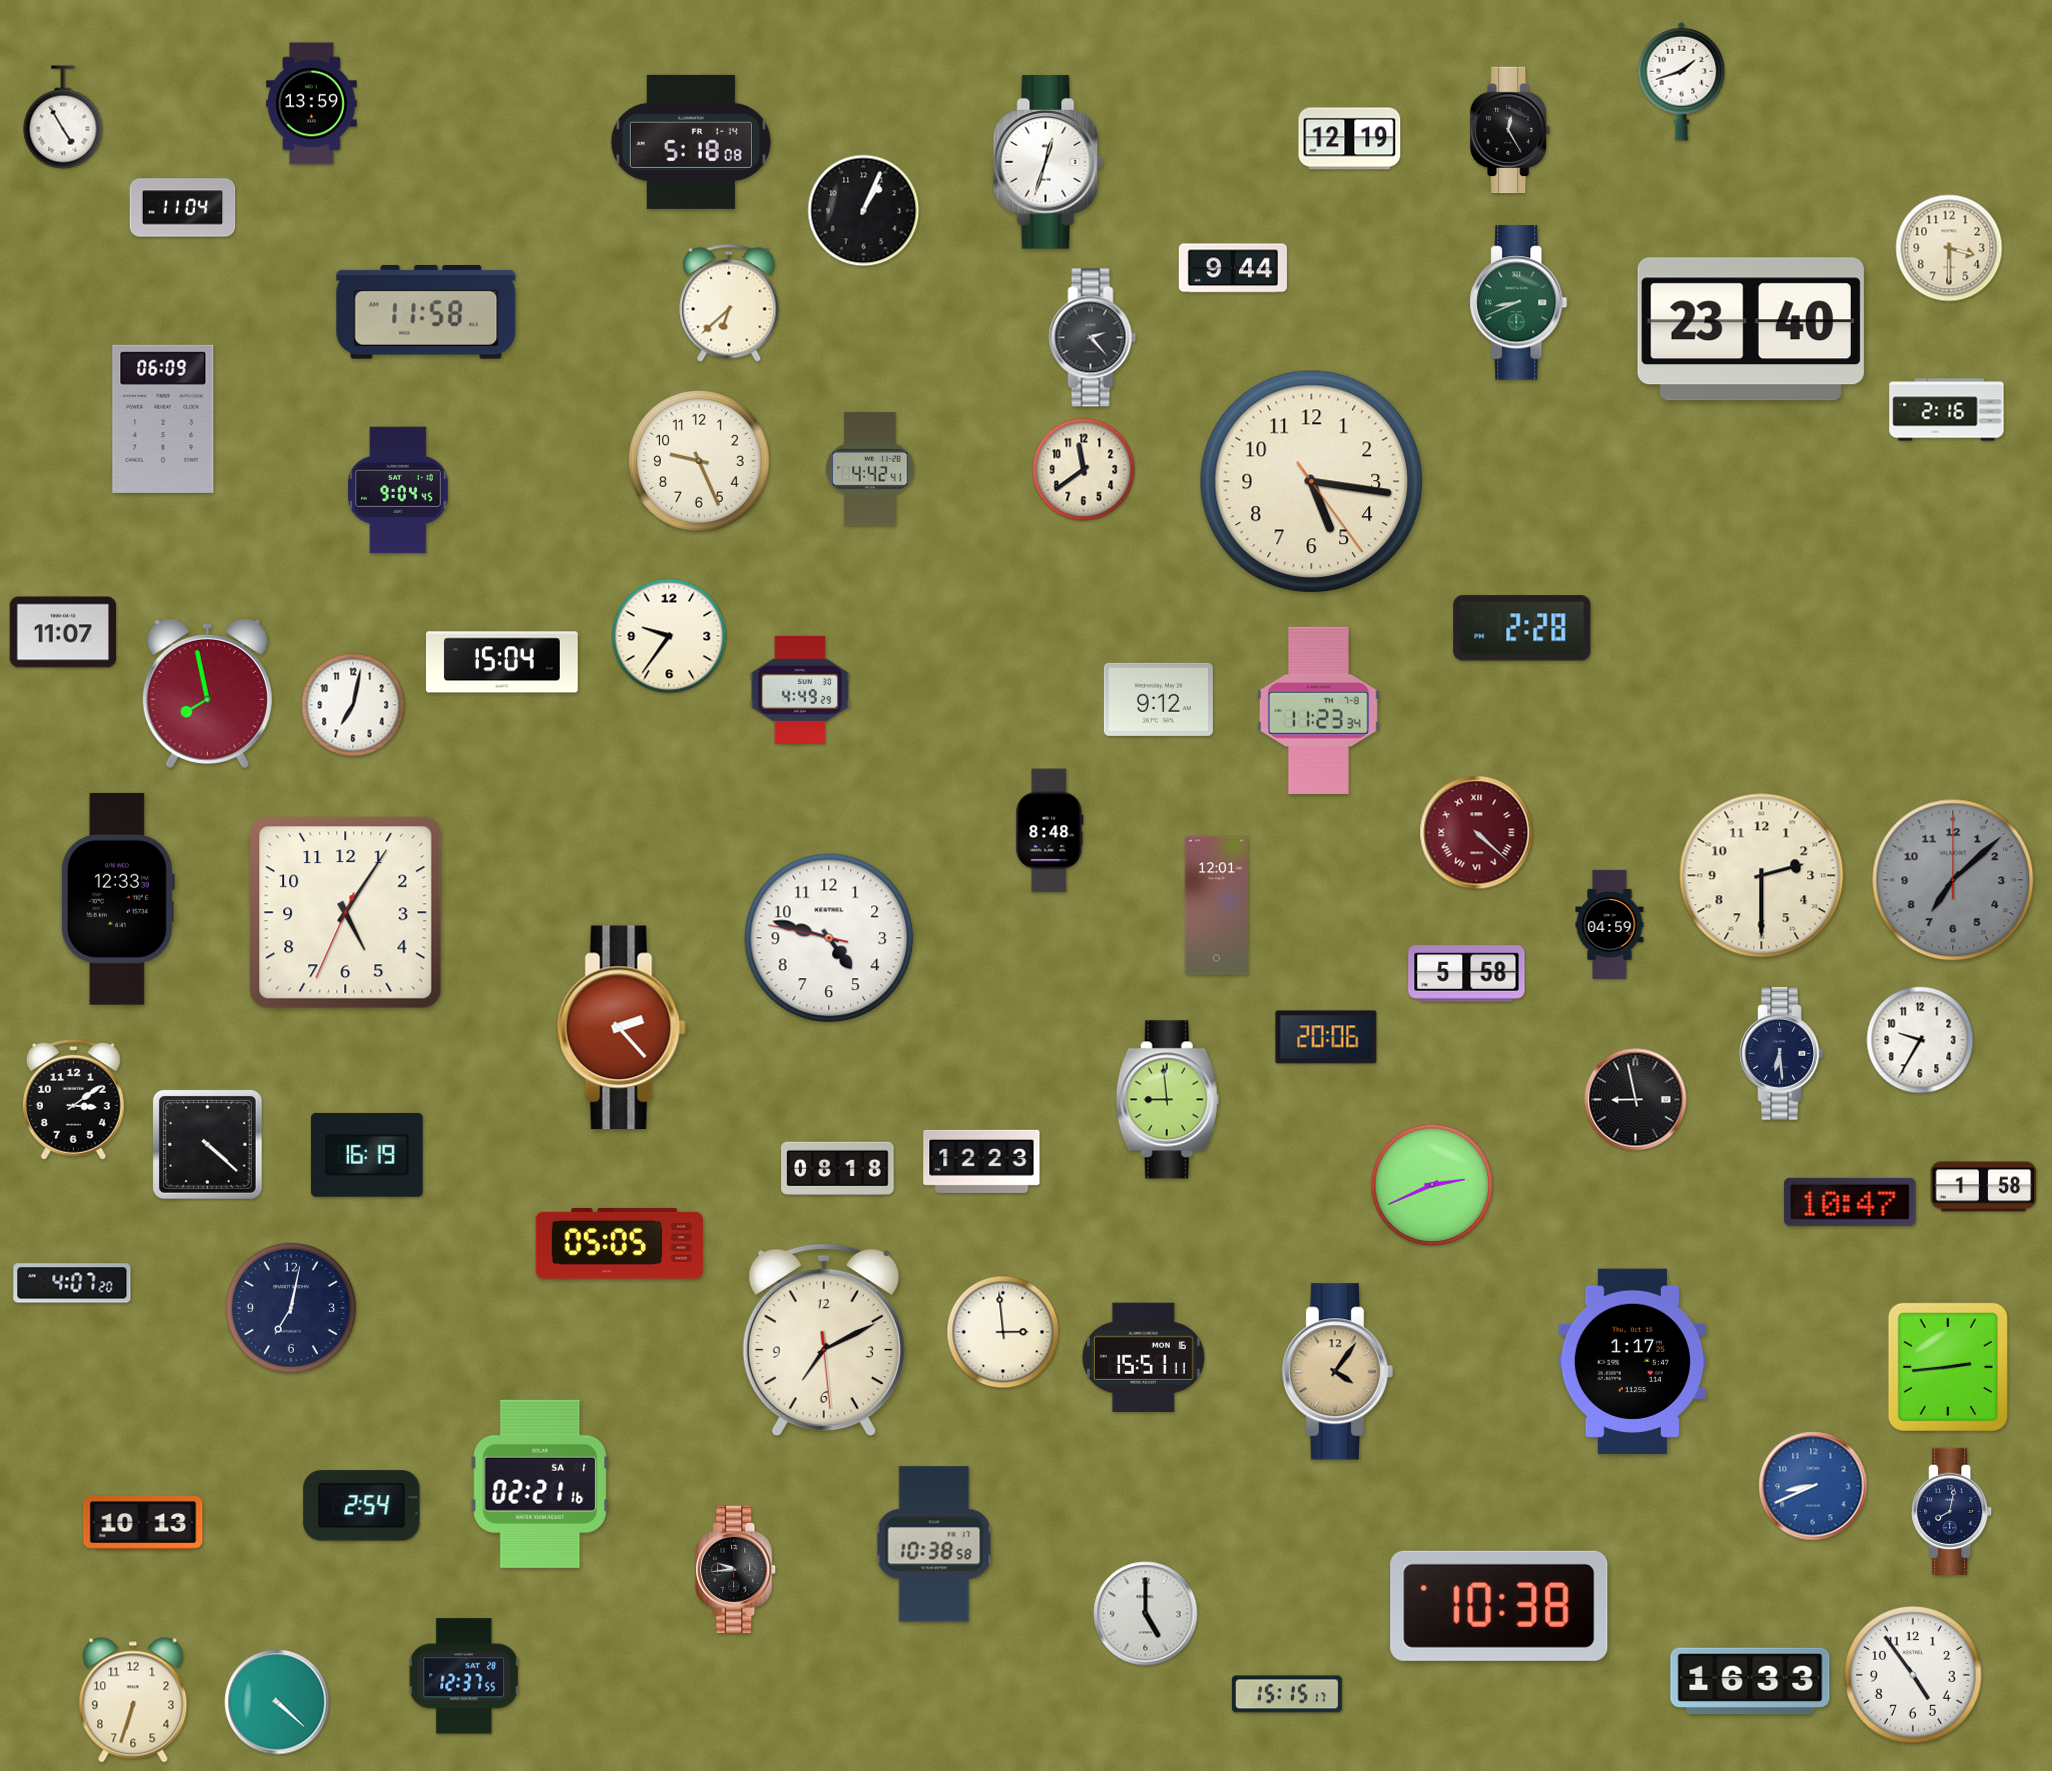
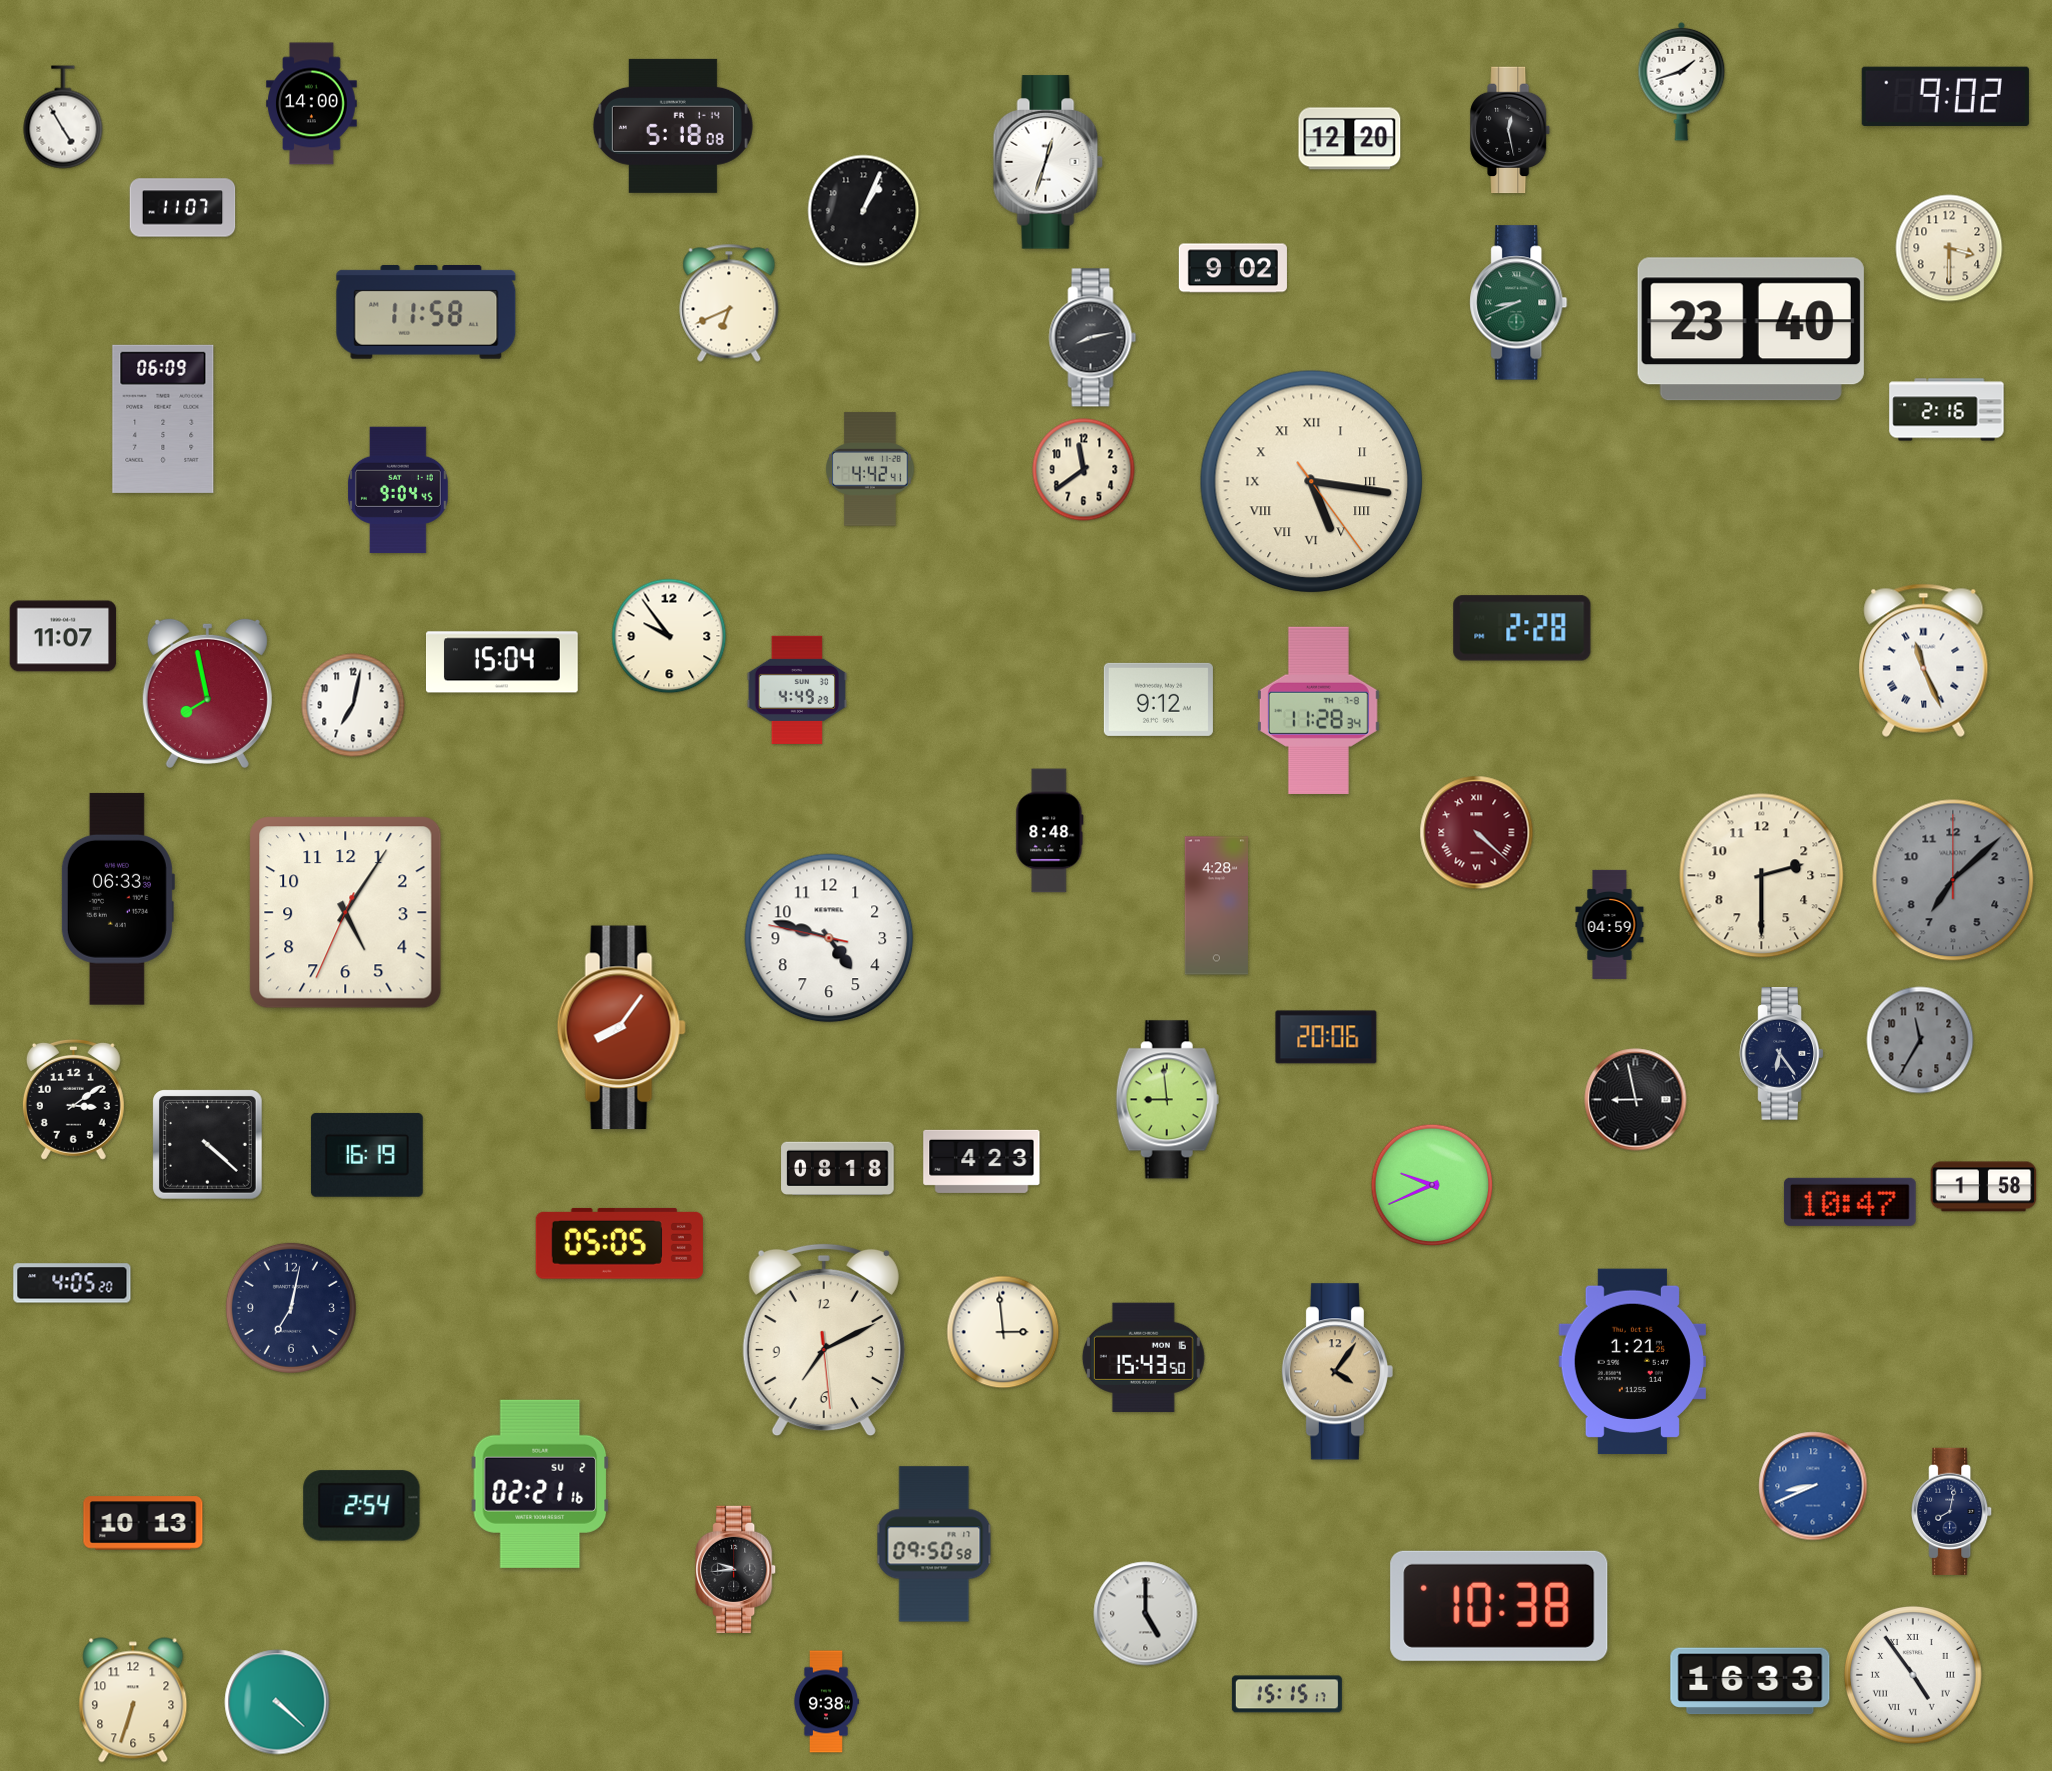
clock at (1945, 96): none -> 9:02
clock at (312, 104): 13:59 -> 14:00
clock at (1511, 130): 12:25 -> 12:28
clock at (1350, 139): 12:19 -> 12:20
clock at (691, 142) position: (691, 142) -> (673, 126)
clock at (183, 208): 11:04 -> 11:07
clock at (1233, 268): 9:44 -> 9:02
clock at (729, 303): 6:38 -> 6:41
clock at (1093, 338): 2:23 -> 8:13
clock at (699, 461): 9:26 -> none
clock at (1312, 482) numerals: Arabic -> Roman
clock at (63, 632) position: (63, 632) -> (63, 636)
clock at (669, 636): 9:36 -> 9:54
clock at (1924, 660): none -> 11:26
clock at (800, 690) position: (800, 690) -> (797, 690)
clock at (1318, 710): 11:23 -> 11:28
clock at (117, 899): 12:33 -> 06:33
clock at (1216, 906): 12:01 -> 4:28
clock at (1467, 974): 5:58 -> none
clock at (621, 1028): 2:23 -> 8:06
clock at (1920, 1040): 9:35 -> 11:35
clock at (1920, 1040) dial: white -> grey
clock at (1782, 1054): 6:29 -> 6:24
clock at (982, 1161): 12:23 -> 4:23
clock at (1432, 1185): 2:41 -> 9:41
clock at (72, 1283): 4:07 -> 4:05
clock at (1143, 1357): 15:51 -> 15:43
clock at (1632, 1362): 1:17 -> 1:21
clock at (1948, 1367): 2:44 -> none
clock at (540, 1484) date: SA 1 -> SU 2
clock at (934, 1544): 10:38 -> 09:50
clock at (1913, 1675) numerals: Arabic -> Roman
clock at (465, 1676): 12:37 -> none
clock at (826, 1702): none -> 9:38
